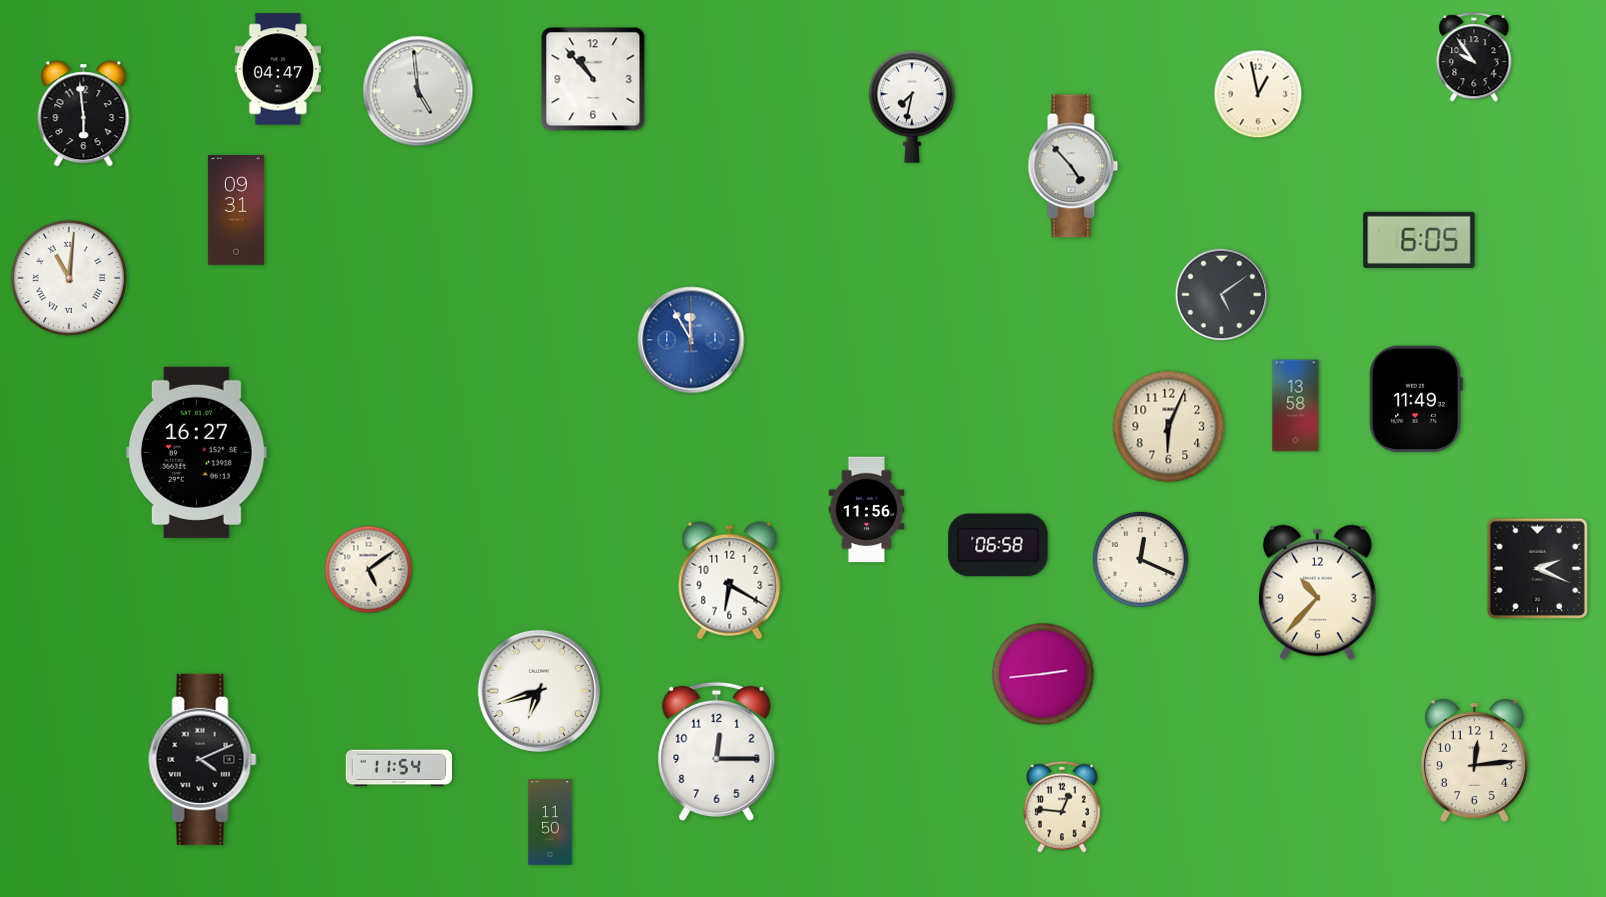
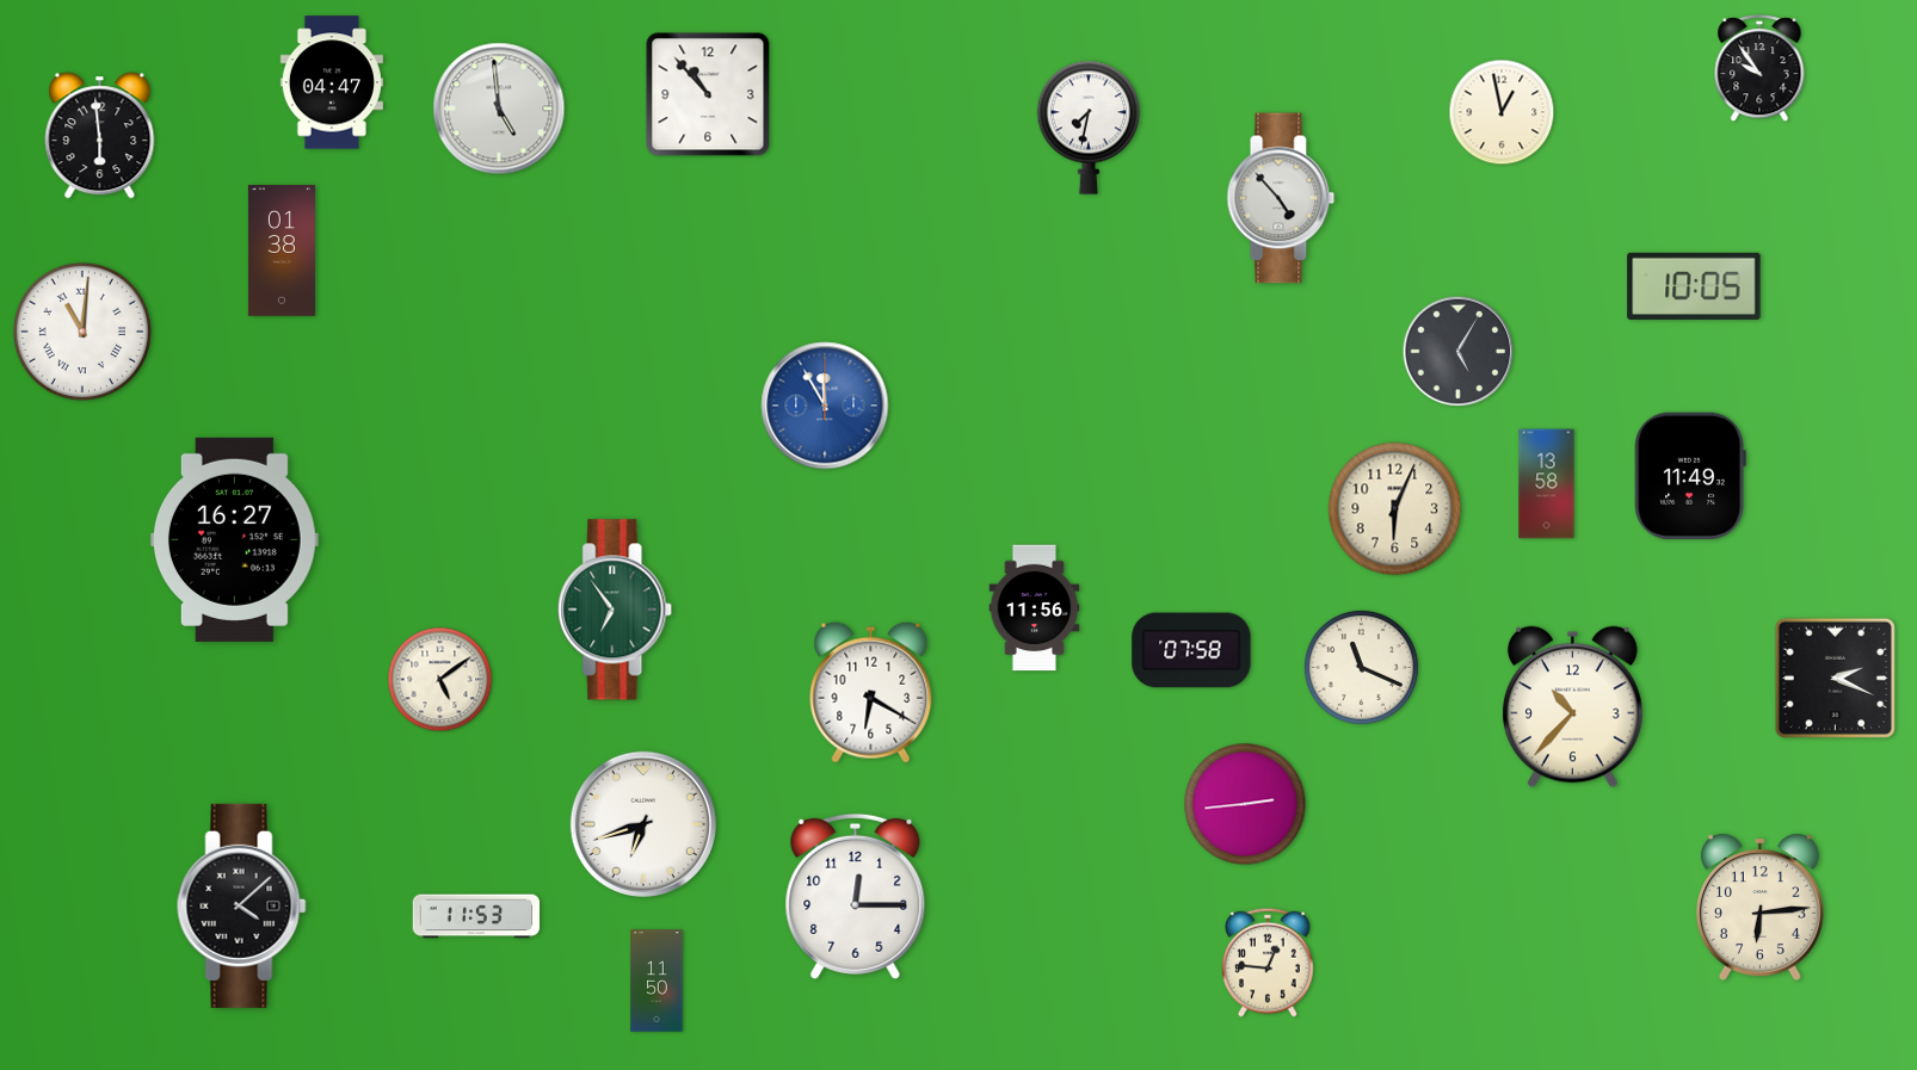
clock at (236, 210): 09:31 -> 01:38
clock at (1419, 240): 6:05 -> 10:05
clock at (1222, 295): 5:09 -> 5:05
clock at (616, 610): none -> 6:54
clock at (998, 545): 06:58 -> 07:58
clock at (1140, 559): 12:19 -> 11:19
clock at (203, 759): 4:11 -> 4:08
clock at (1474, 760): 12:14 -> 6:14
clock at (399, 768): 11:54 -> 11:53
